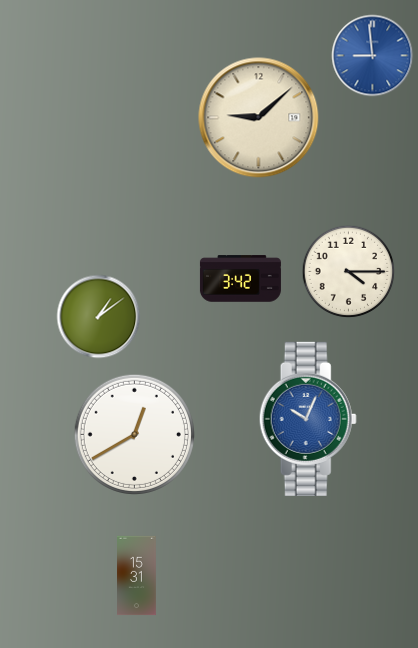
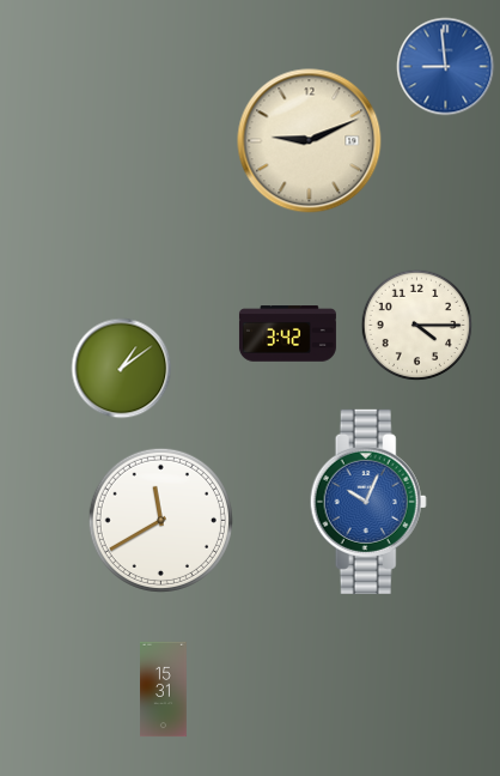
clock at (259, 118): 9:08 -> 9:11
clock at (99, 317) position: (99, 317) -> (122, 369)
clock at (134, 434): 12:40 -> 11:40
